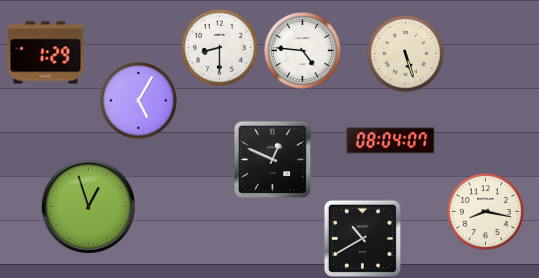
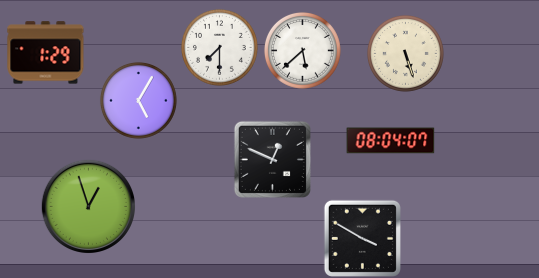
clock at (219, 47): 8:30 -> 7:30
clock at (302, 50): 4:46 -> 5:38
clock at (485, 211): 8:17 -> none
clock at (362, 238): 10:40 -> 3:50
